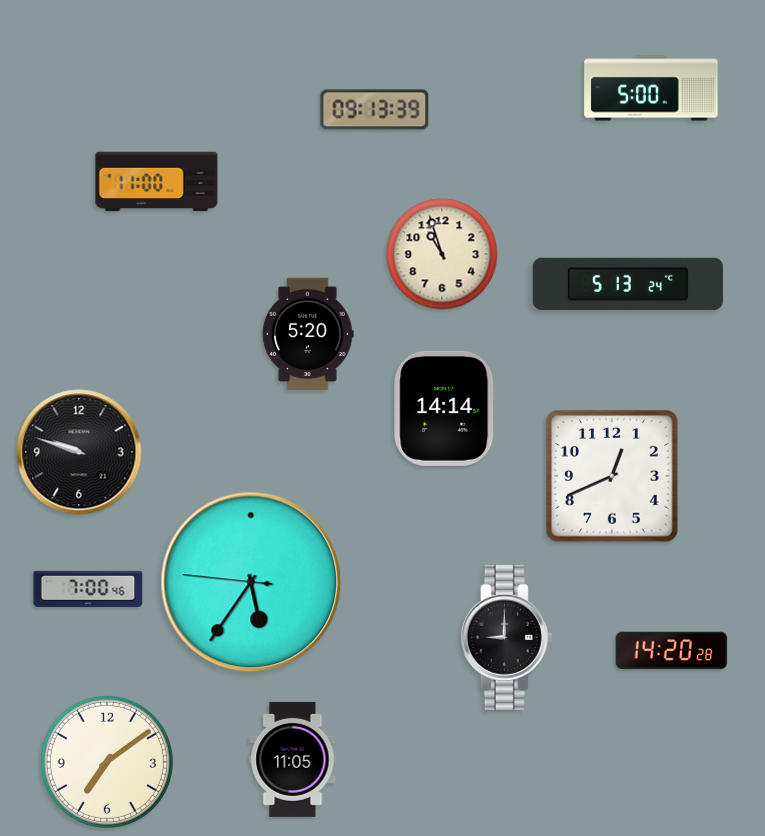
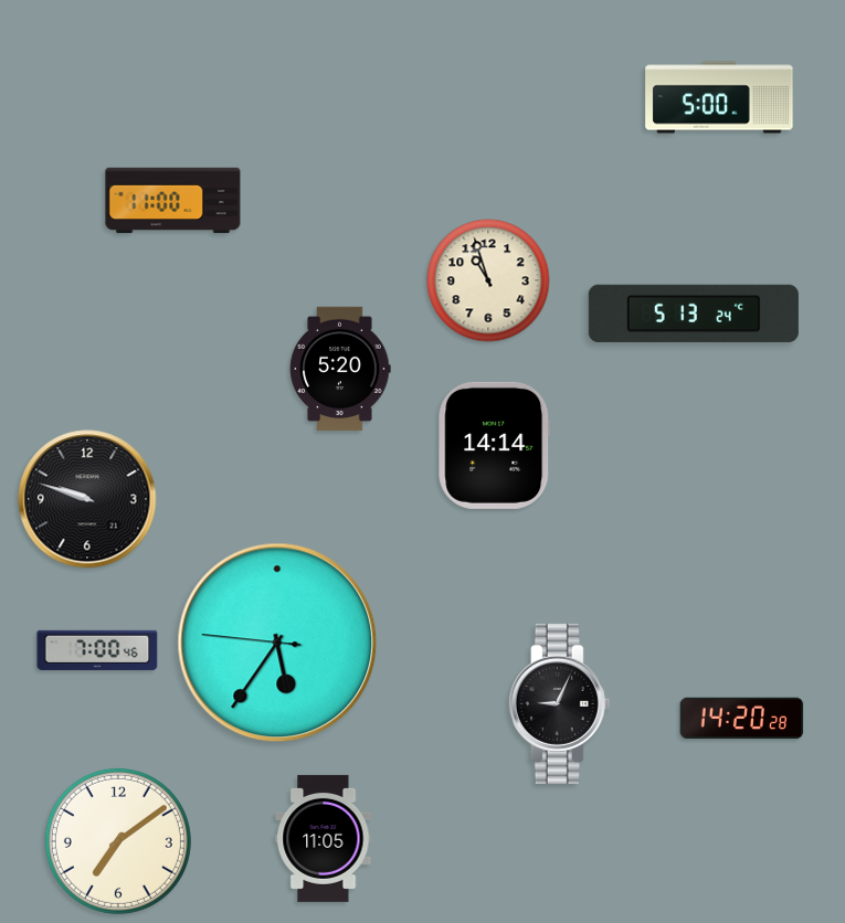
clock at (375, 110): 09:13 -> none
clock at (445, 408) position: (445, 408) -> (495, 445)
clock at (612, 476): 12:41 -> none
clock at (506, 637): 9:00 -> 9:04
